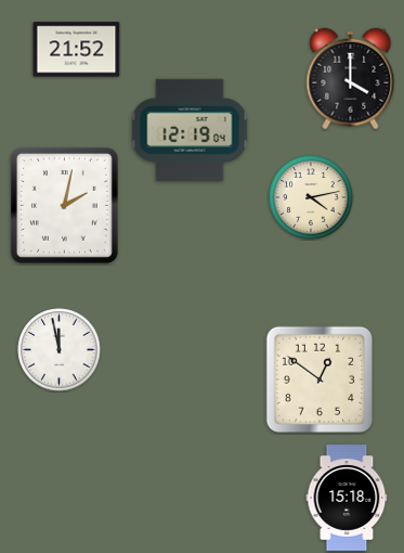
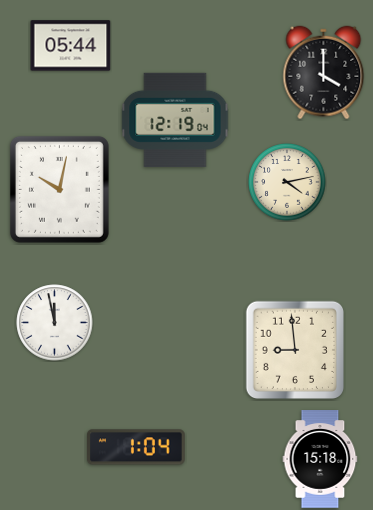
clock at (77, 50): 21:52 -> 05:44
clock at (64, 205): 2:02 -> 10:02
clock at (318, 378): 12:51 -> 8:59
clock at (137, 447): none -> 1:04
